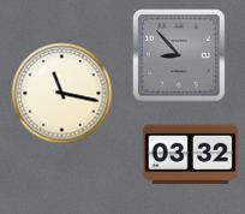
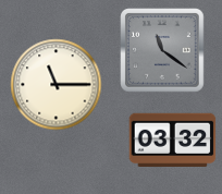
clock at (179, 55): 8:53 -> 11:21
clock at (62, 94): 11:17 -> 11:15
